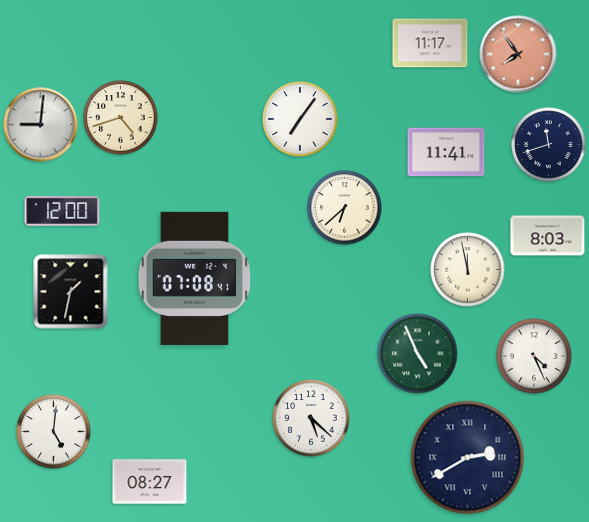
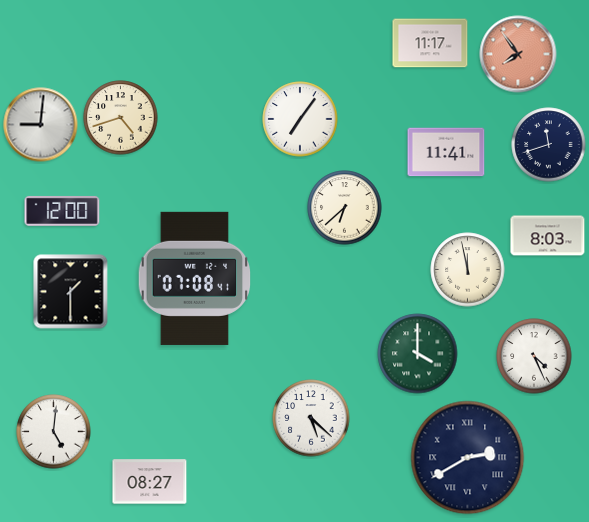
clock at (71, 292): 1:32 -> 1:30
clock at (418, 354): 4:56 -> 4:00
